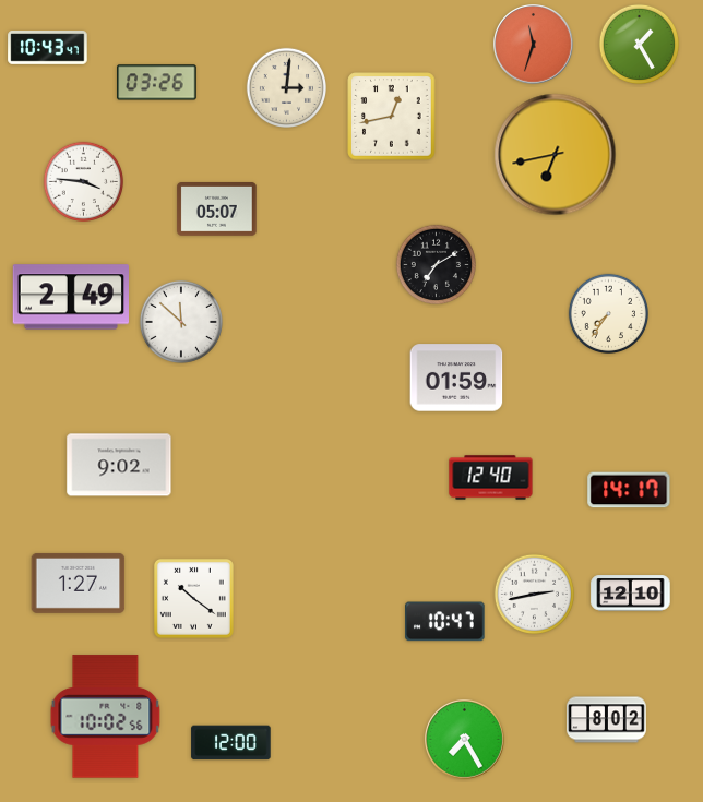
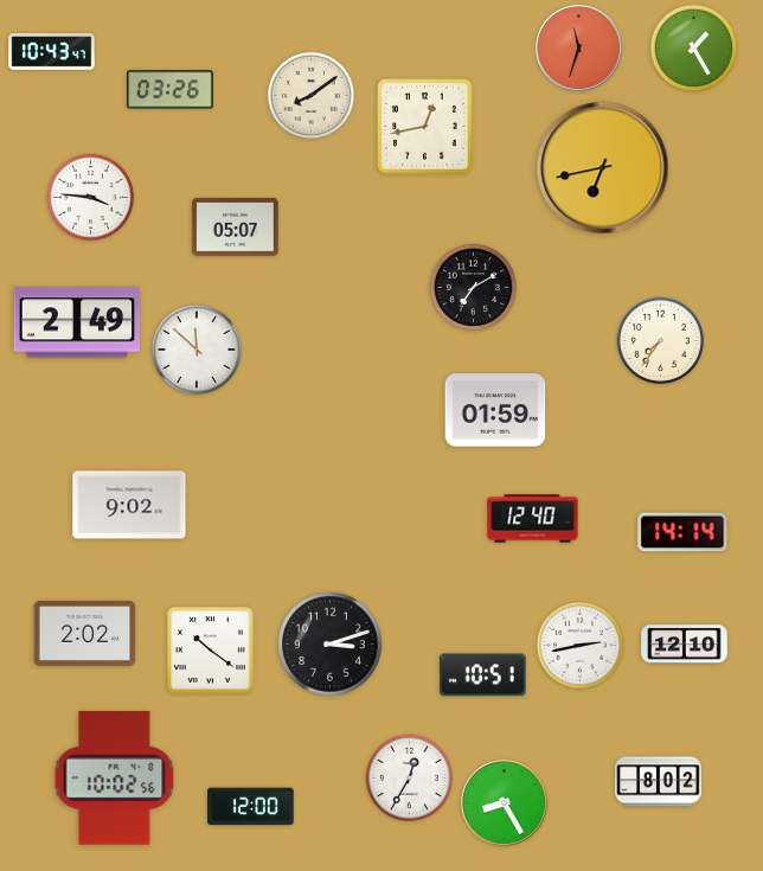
clock at (286, 87): 3:01 -> 8:09
clock at (629, 490): 14:17 -> 14:14
clock at (79, 584): 1:27 -> 2:02
clock at (331, 645): none -> 3:12
clock at (445, 622): 10:47 -> 10:51
clock at (409, 777): none -> 12:35
clock at (465, 740): 7:25 -> 8:25
